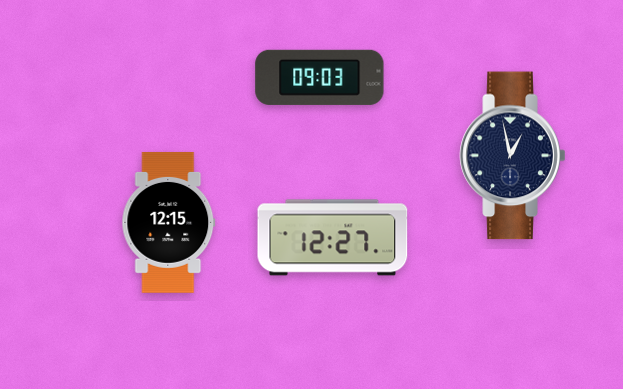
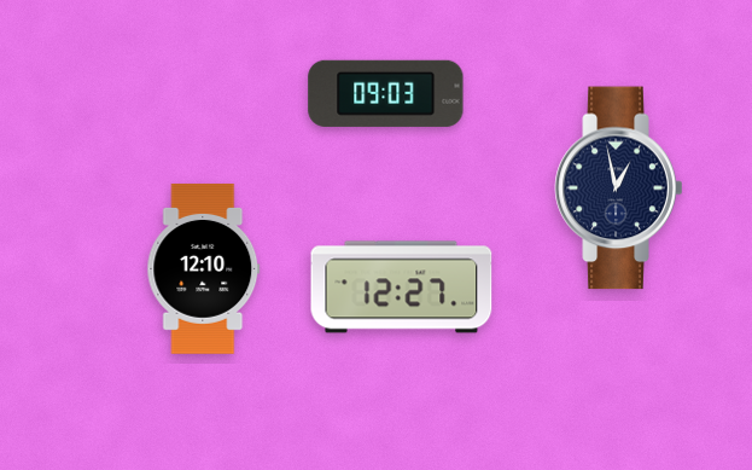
clock at (169, 222): 12:15 -> 12:10
